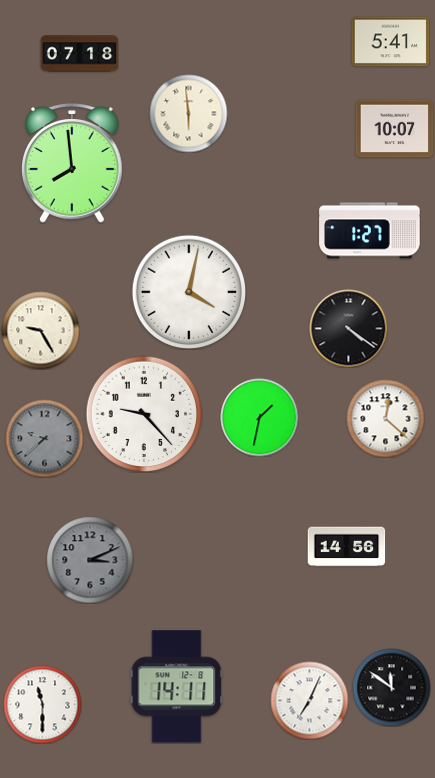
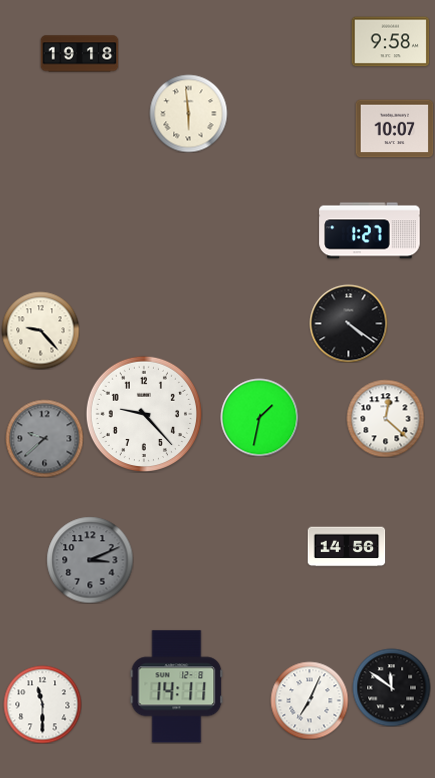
clock at (390, 42): 5:41 -> 9:58
clock at (79, 54): 07:18 -> 19:18
clock at (73, 163): 7:59 -> none
clock at (188, 291): 4:02 -> none
clock at (348, 328) position: (348, 328) -> (348, 323)
clock at (40, 330): 9:25 -> 9:23
